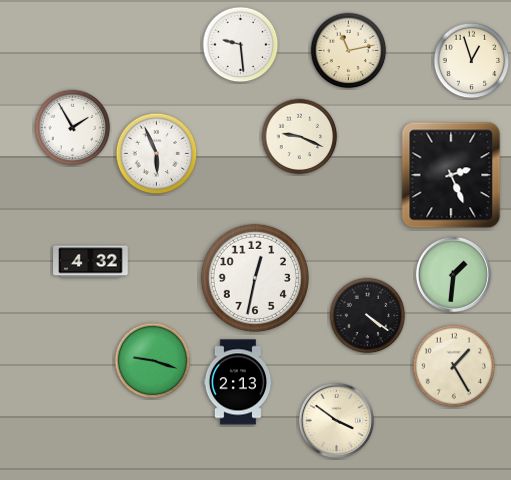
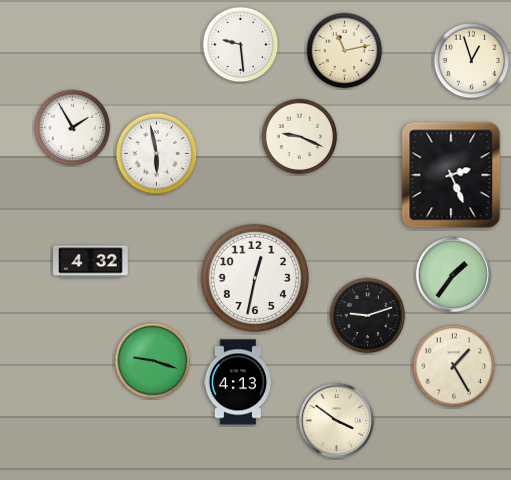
clock at (349, 51) position: (349, 51) -> (345, 51)
clock at (157, 154): 5:56 -> 5:58
clock at (453, 274): 1:31 -> 1:36
clock at (368, 316): 4:21 -> 9:12
clock at (237, 382): 2:13 -> 4:13
